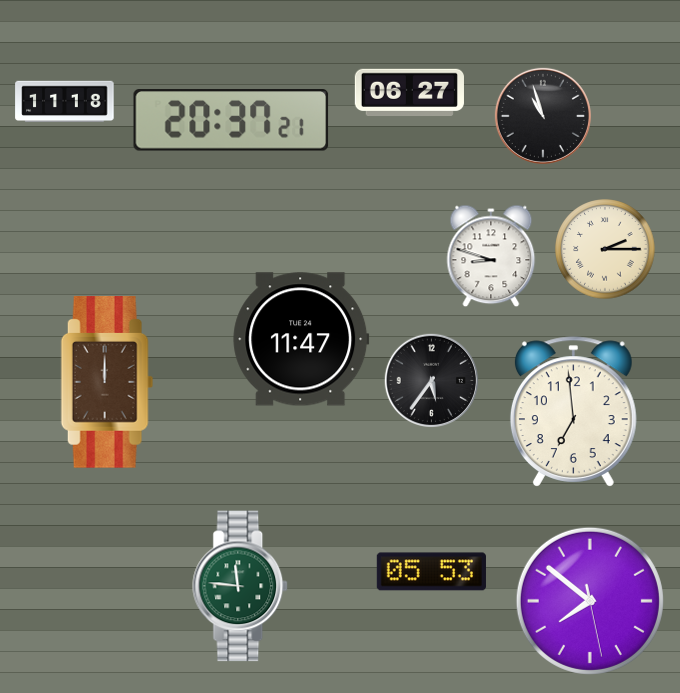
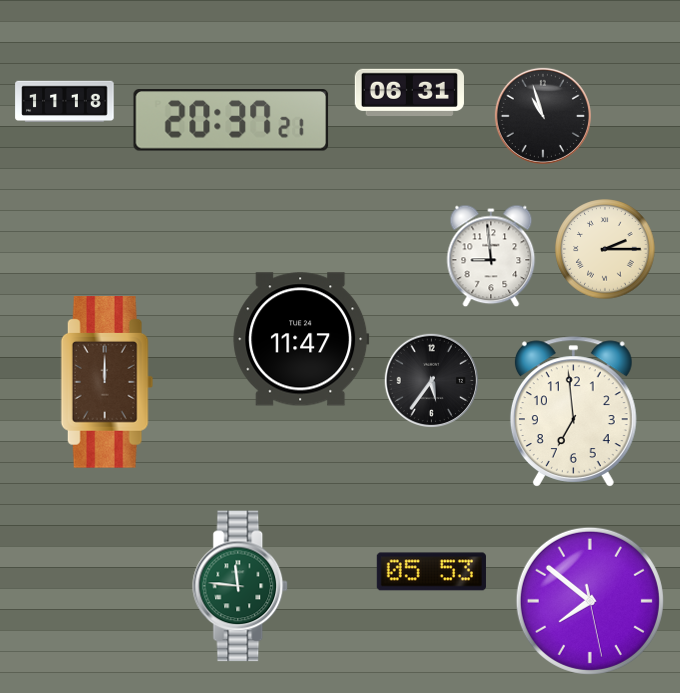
clock at (409, 92): 06:27 -> 06:31
clock at (491, 256): 8:48 -> 8:59
